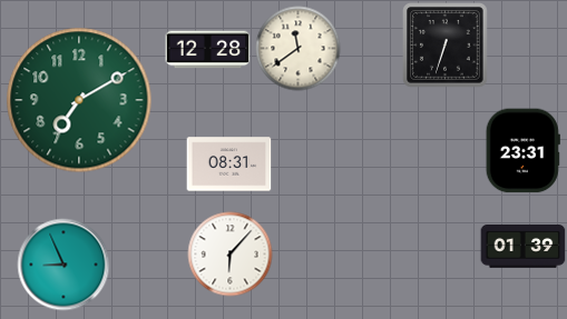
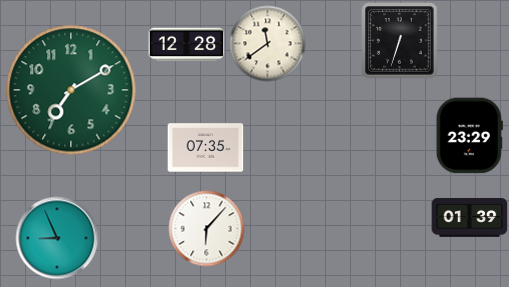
clock at (522, 151): 23:31 -> 23:29
clock at (229, 165): 08:31 -> 07:35
clock at (524, 247) position: (524, 247) -> (470, 218)
